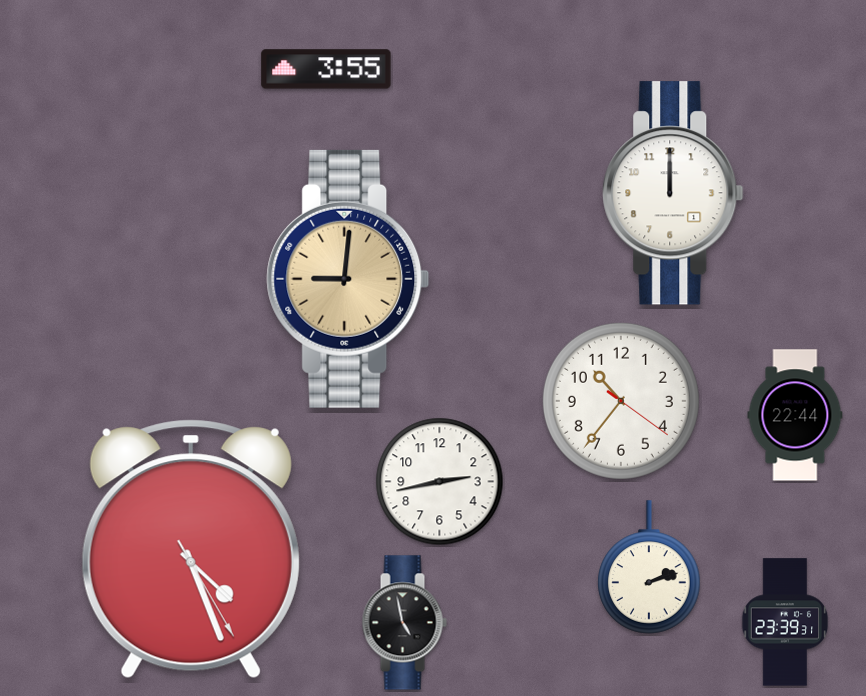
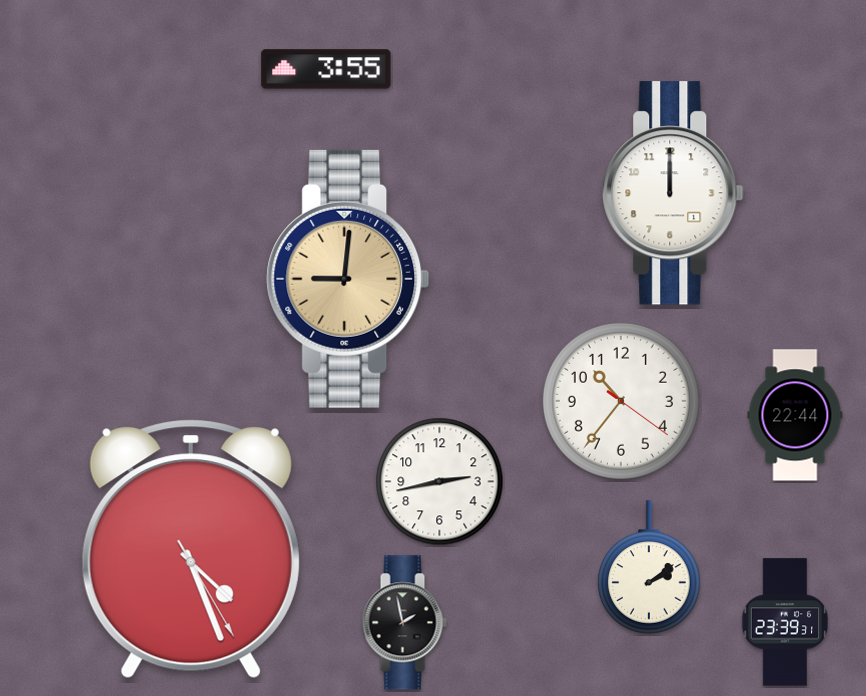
clock at (649, 567): 2:12 -> 2:09
clock at (404, 623): 4:58 -> 1:58
